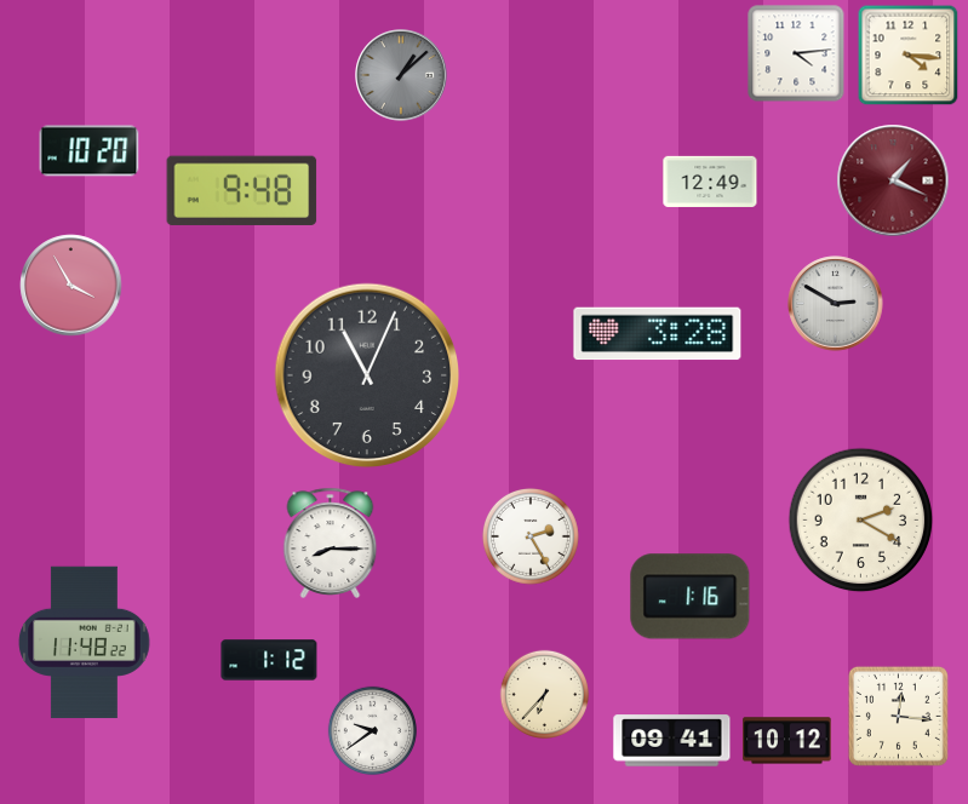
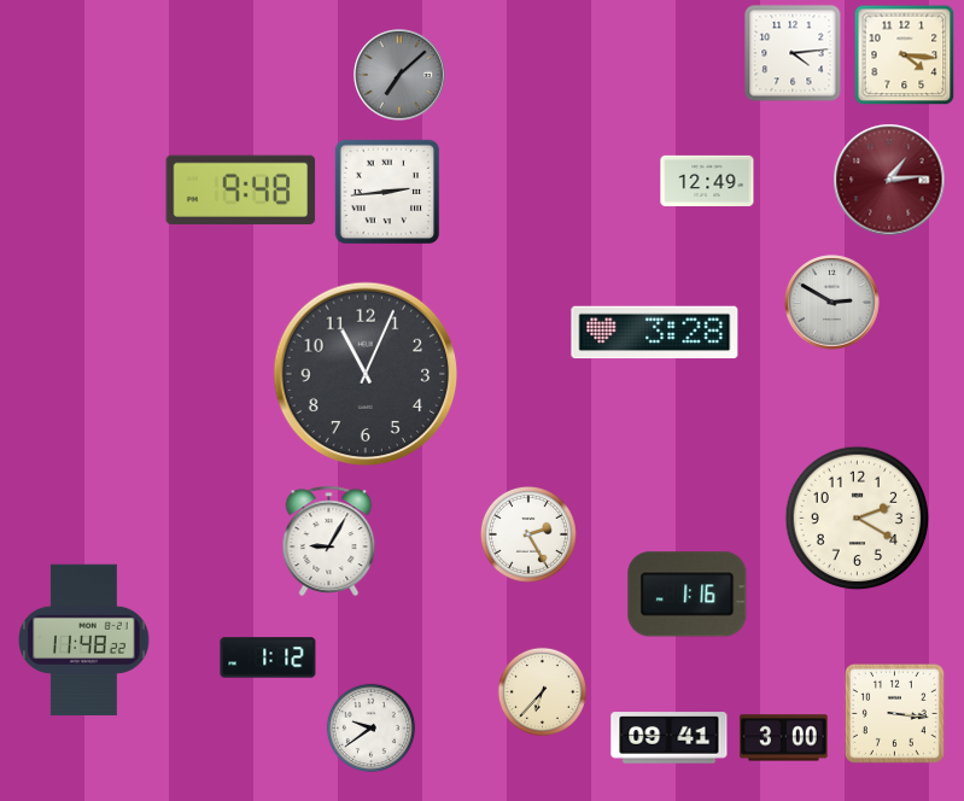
clock at (401, 75): 1:08 -> 7:08
clock at (90, 151): 10:20 -> none
clock at (893, 180): 1:19 -> 1:14
clock at (387, 192): none -> 2:44
clock at (71, 286): 3:55 -> none
clock at (331, 542): 8:15 -> 9:05
clock at (898, 716): 12:16 -> 3:16
clock at (787, 741): 10:12 -> 3:00
